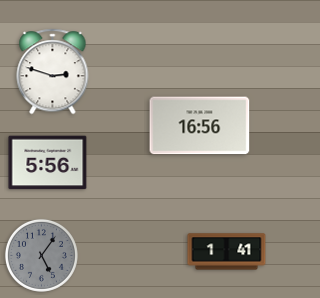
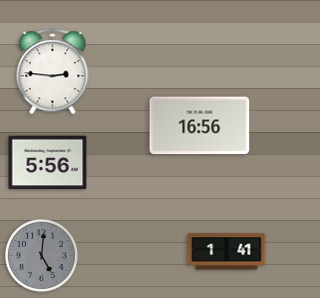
clock at (53, 72): 2:48 -> 2:46
clock at (41, 255): 5:06 -> 5:01
